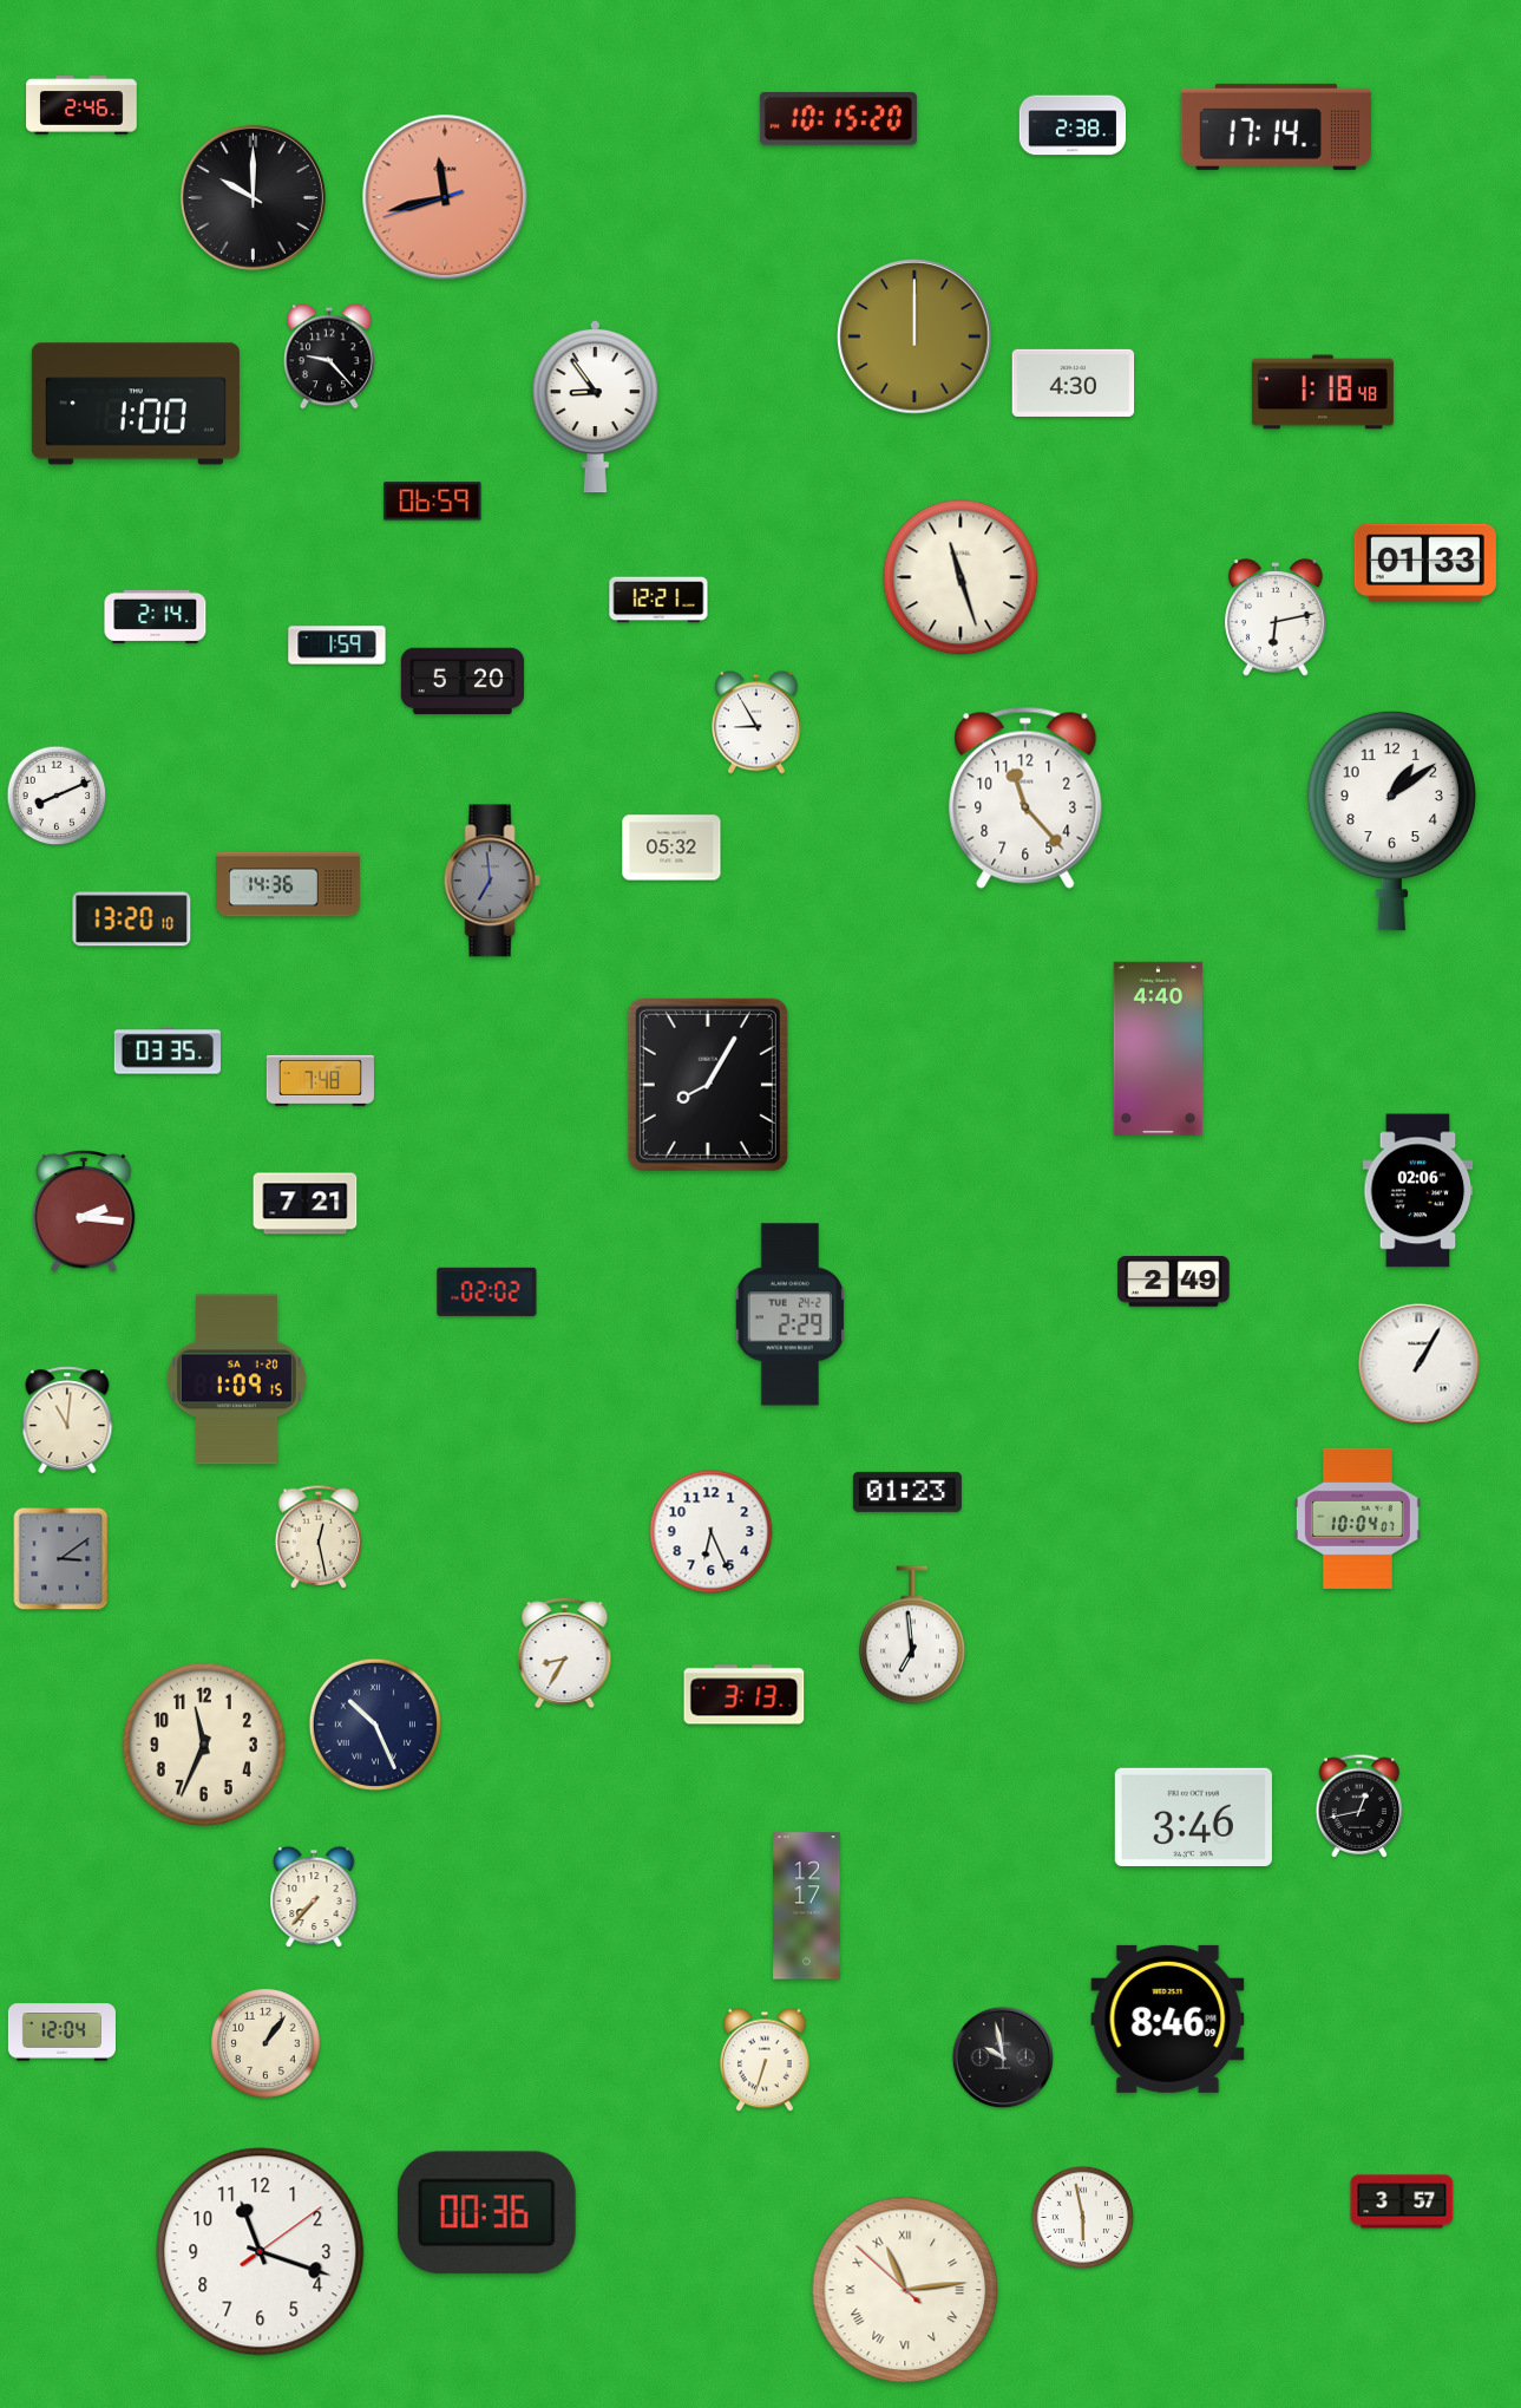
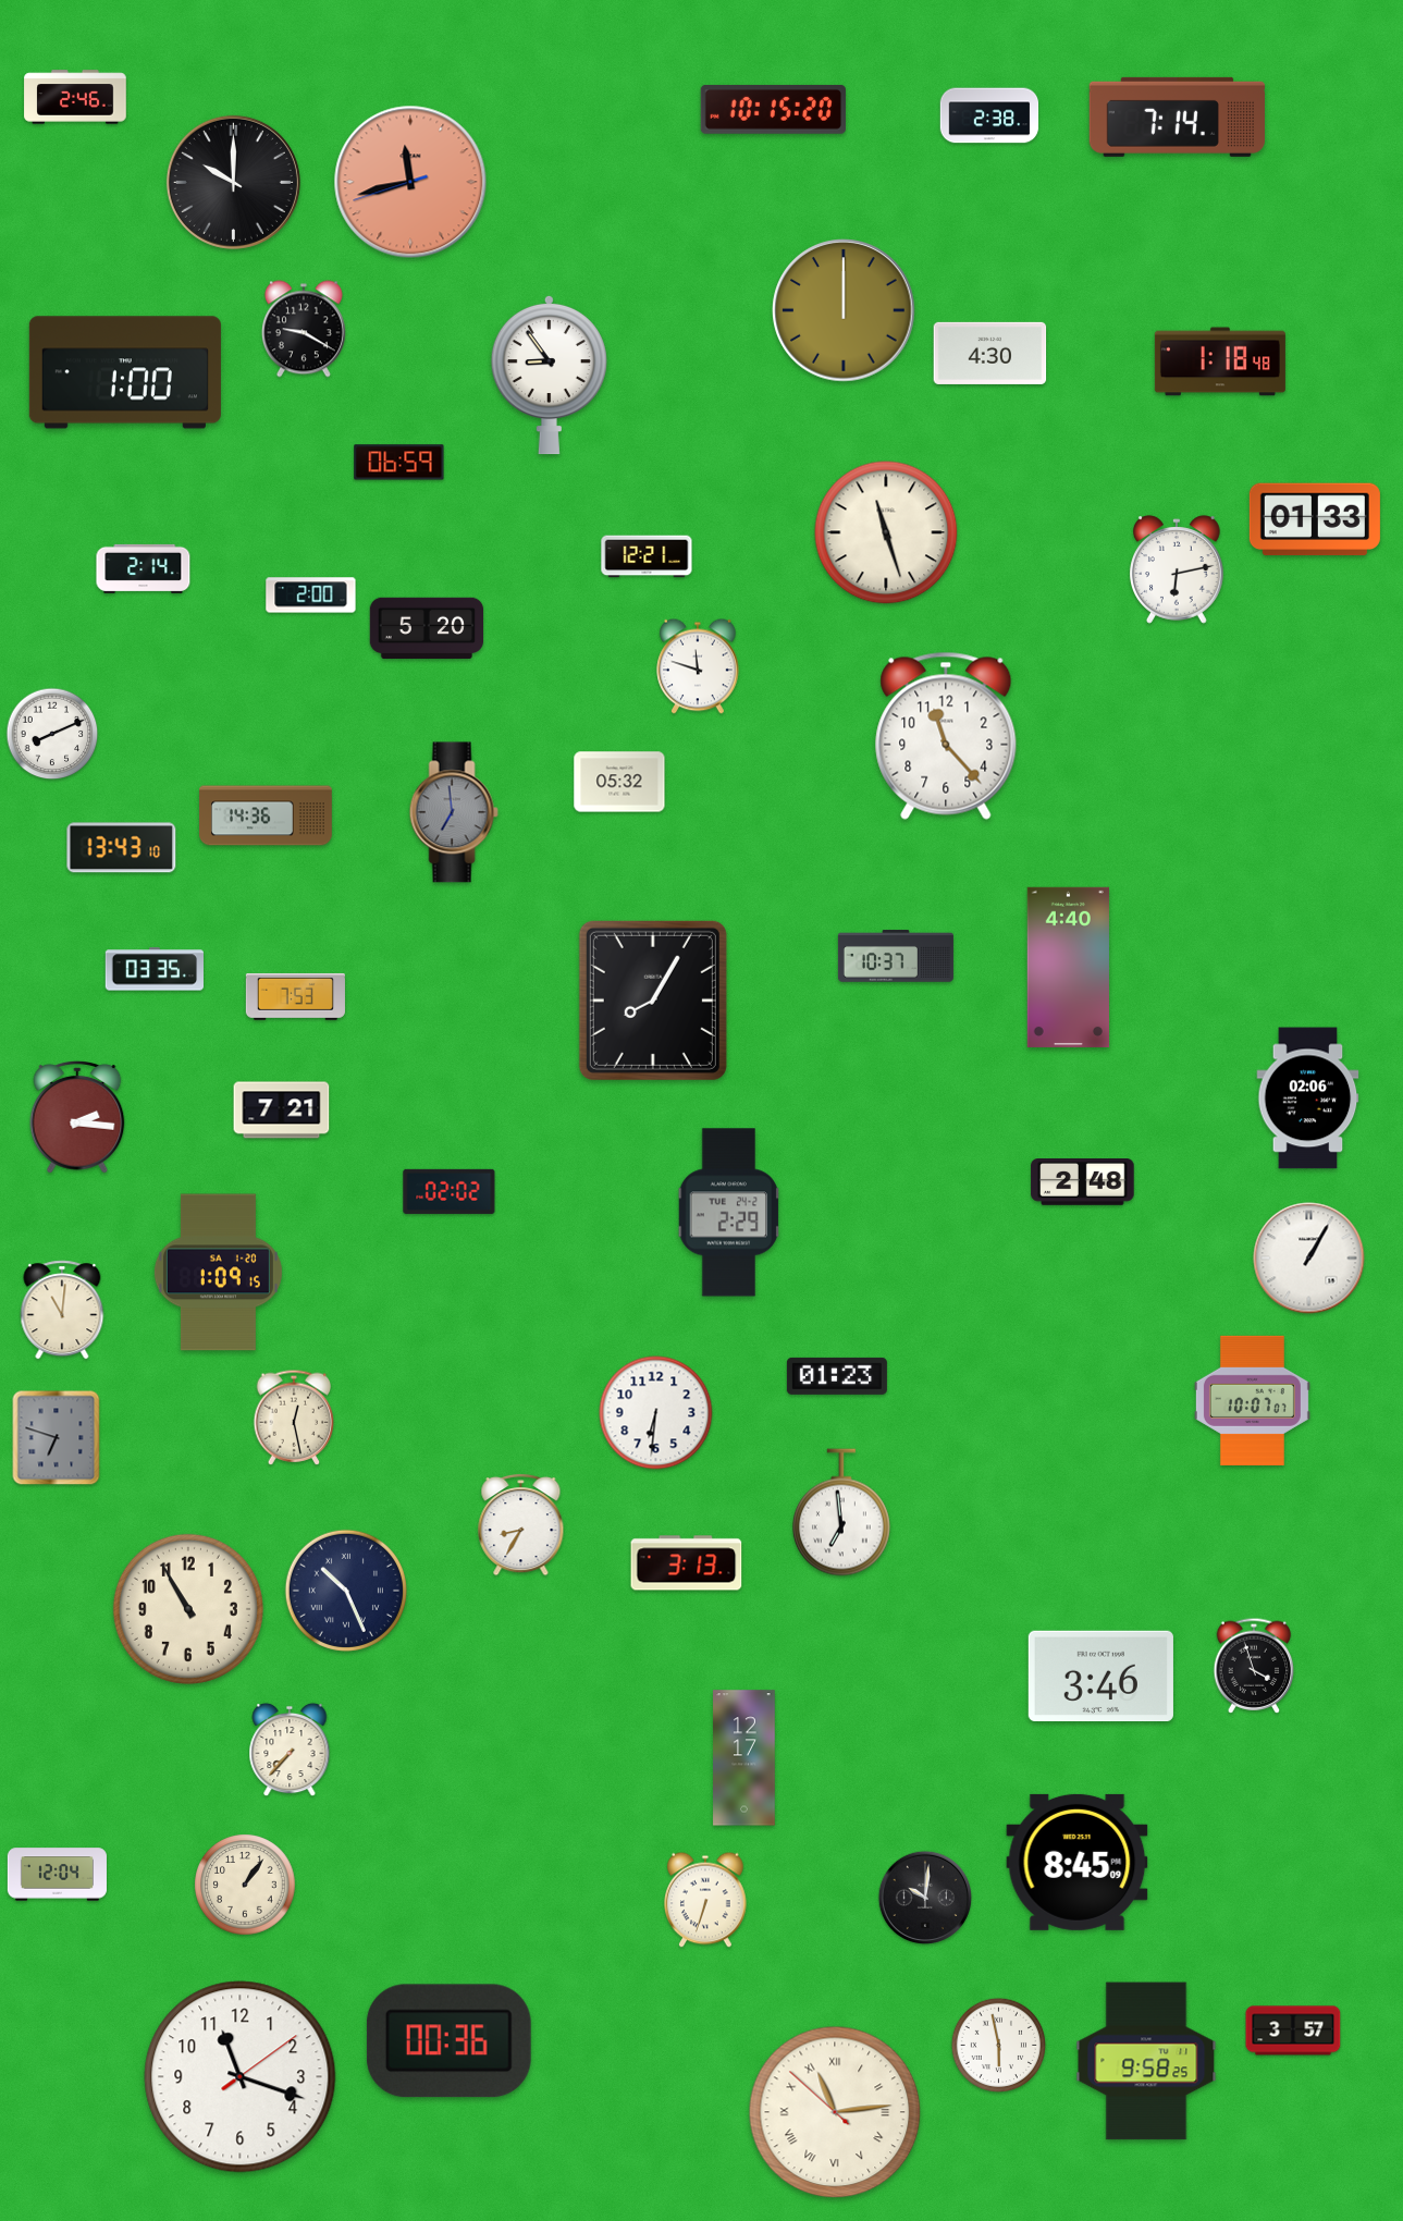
clock at (1276, 126): 17:14 -> 7:14
clock at (329, 356): 9:23 -> 9:20
clock at (658, 600) position: (658, 600) -> (647, 556)
clock at (337, 646): 1:59 -> 2:00
clock at (756, 722): 8:55 -> 11:48
clock at (1391, 820): 1:09 -> none
clock at (132, 920): 13:20 -> 13:43
clock at (896, 956): none -> 10:37
clock at (320, 1080): 7:48 -> 7:53
clock at (1174, 1282): 2:49 -> 2:48
clock at (1357, 1518): 10:04 -> 10:07
clock at (712, 1532): 6:26 -> 6:31
clock at (61, 1559): 3:09 -> 6:48
clock at (912, 1635) position: (912, 1635) -> (841, 1512)
clock at (204, 1745): 11:34 -> 10:55
clock at (1359, 1806): 12:43 -> 3:57
clock at (1168, 2018): 8:46 -> 8:45
clock at (1002, 2056): 9:58 -> 10:01
clock at (1146, 2061): none -> 9:58
